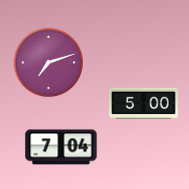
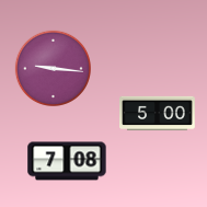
clock at (48, 62): 7:12 -> 9:16
clock at (61, 147): 7:04 -> 7:08
